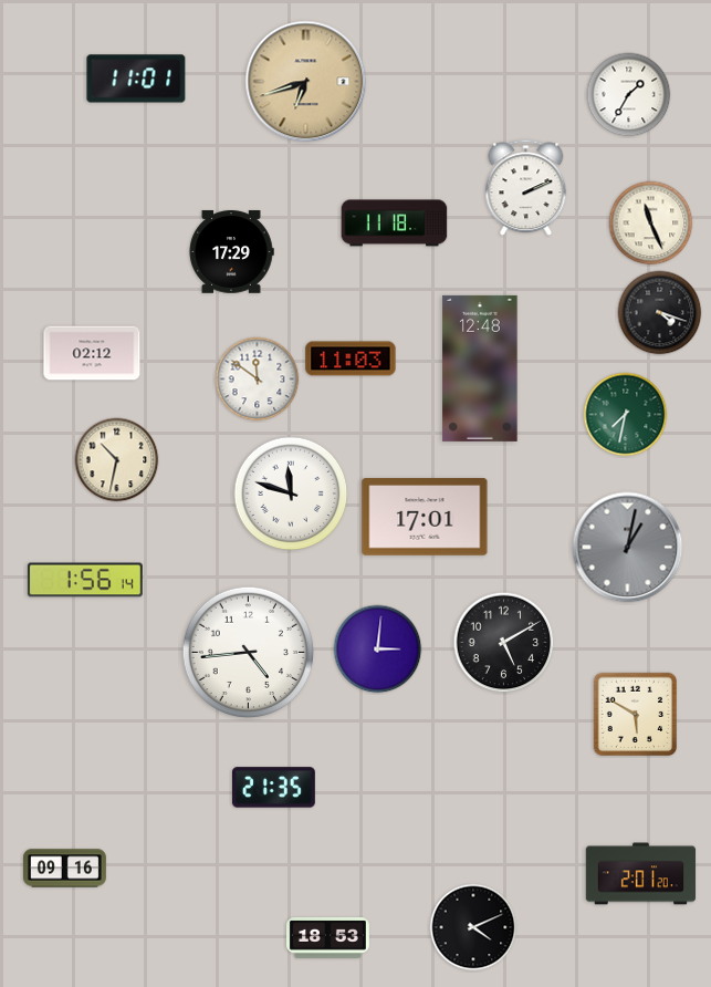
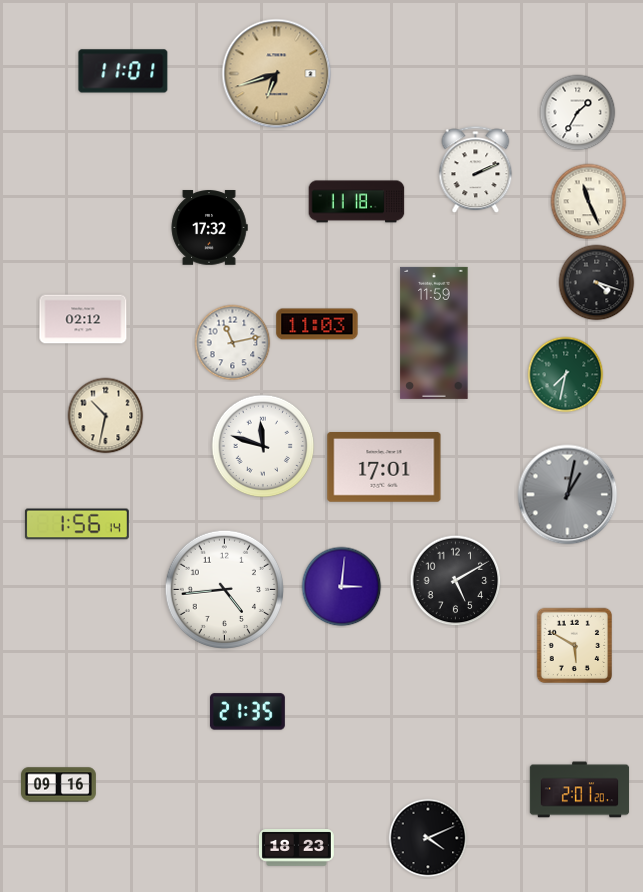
clock at (629, 95) position: (629, 95) -> (578, 113)
clock at (231, 252): 17:29 -> 17:32
clock at (480, 368): 12:48 -> 11:59
clock at (258, 380): 11:51 -> 11:13
clock at (328, 938): 18:53 -> 18:23
